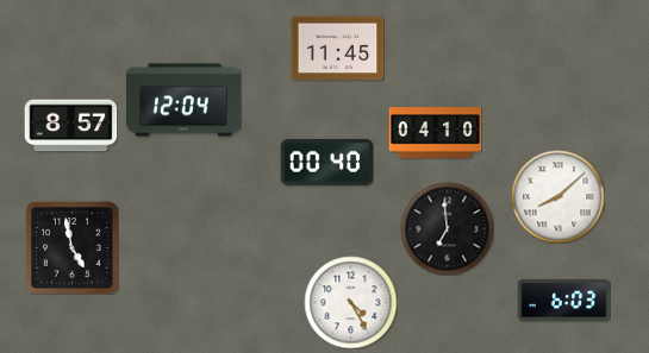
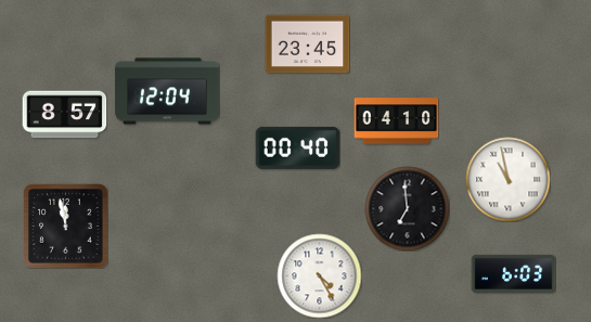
clock at (337, 49): 11:45 -> 23:45
clock at (557, 196): 8:08 -> 10:58
clock at (71, 247): 4:58 -> 11:58
